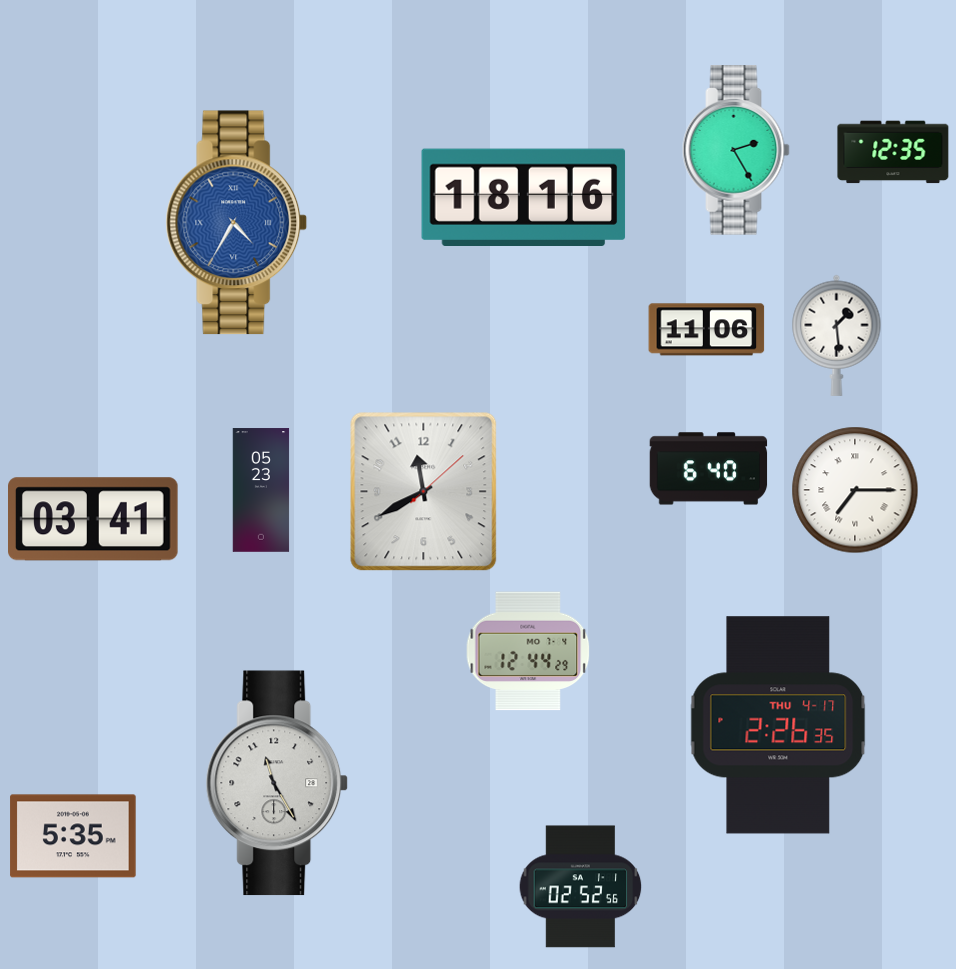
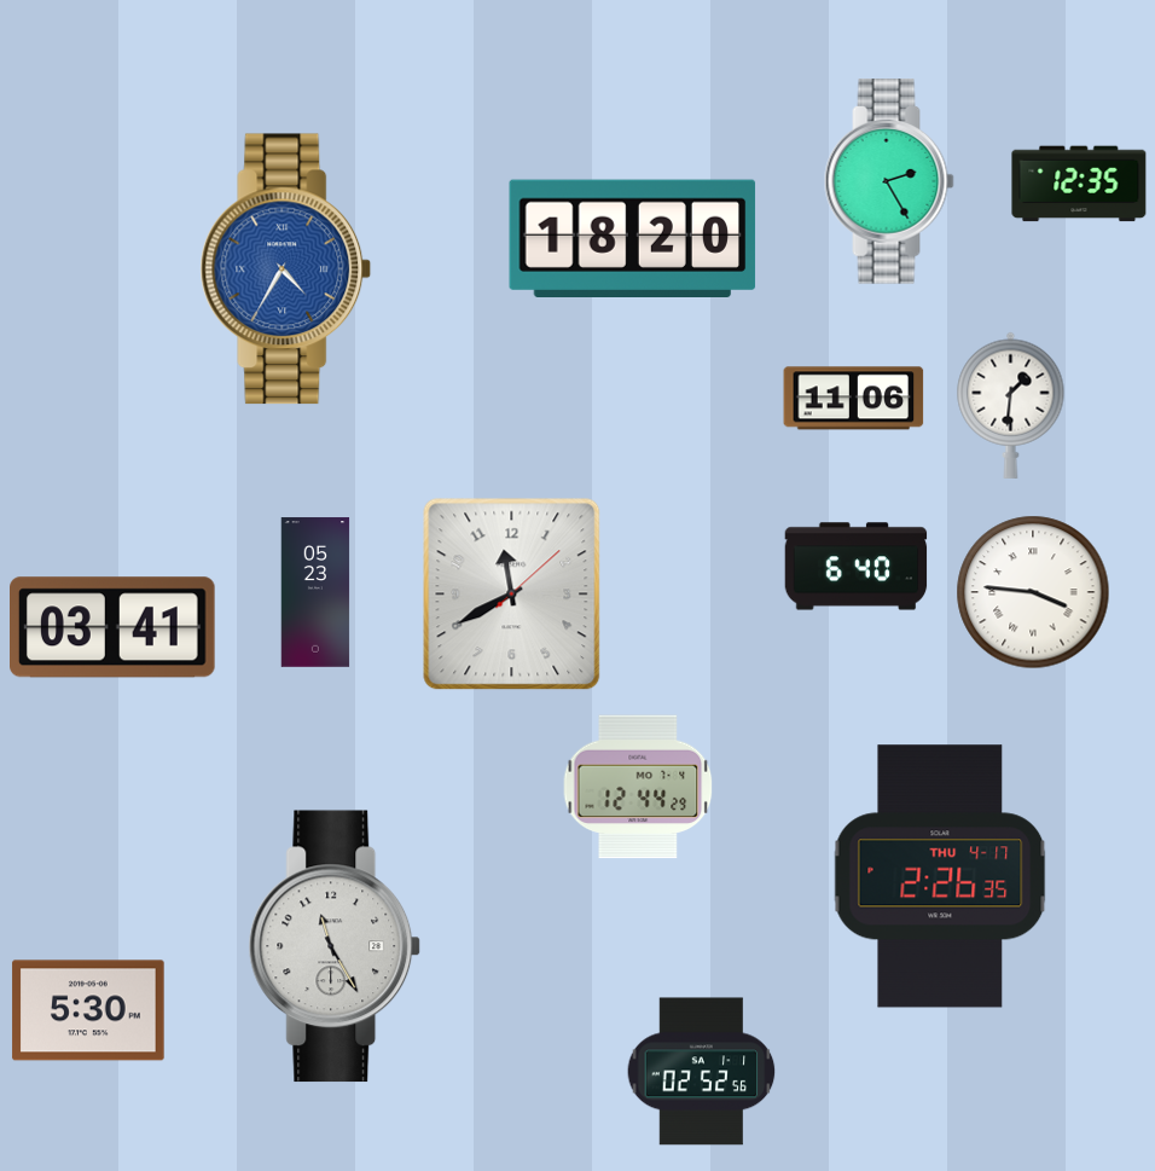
clock at (524, 197): 18:16 -> 18:20
clock at (837, 335): 1:29 -> 1:31
clock at (855, 490): 7:15 -> 3:46
clock at (73, 836): 5:35 -> 5:30
